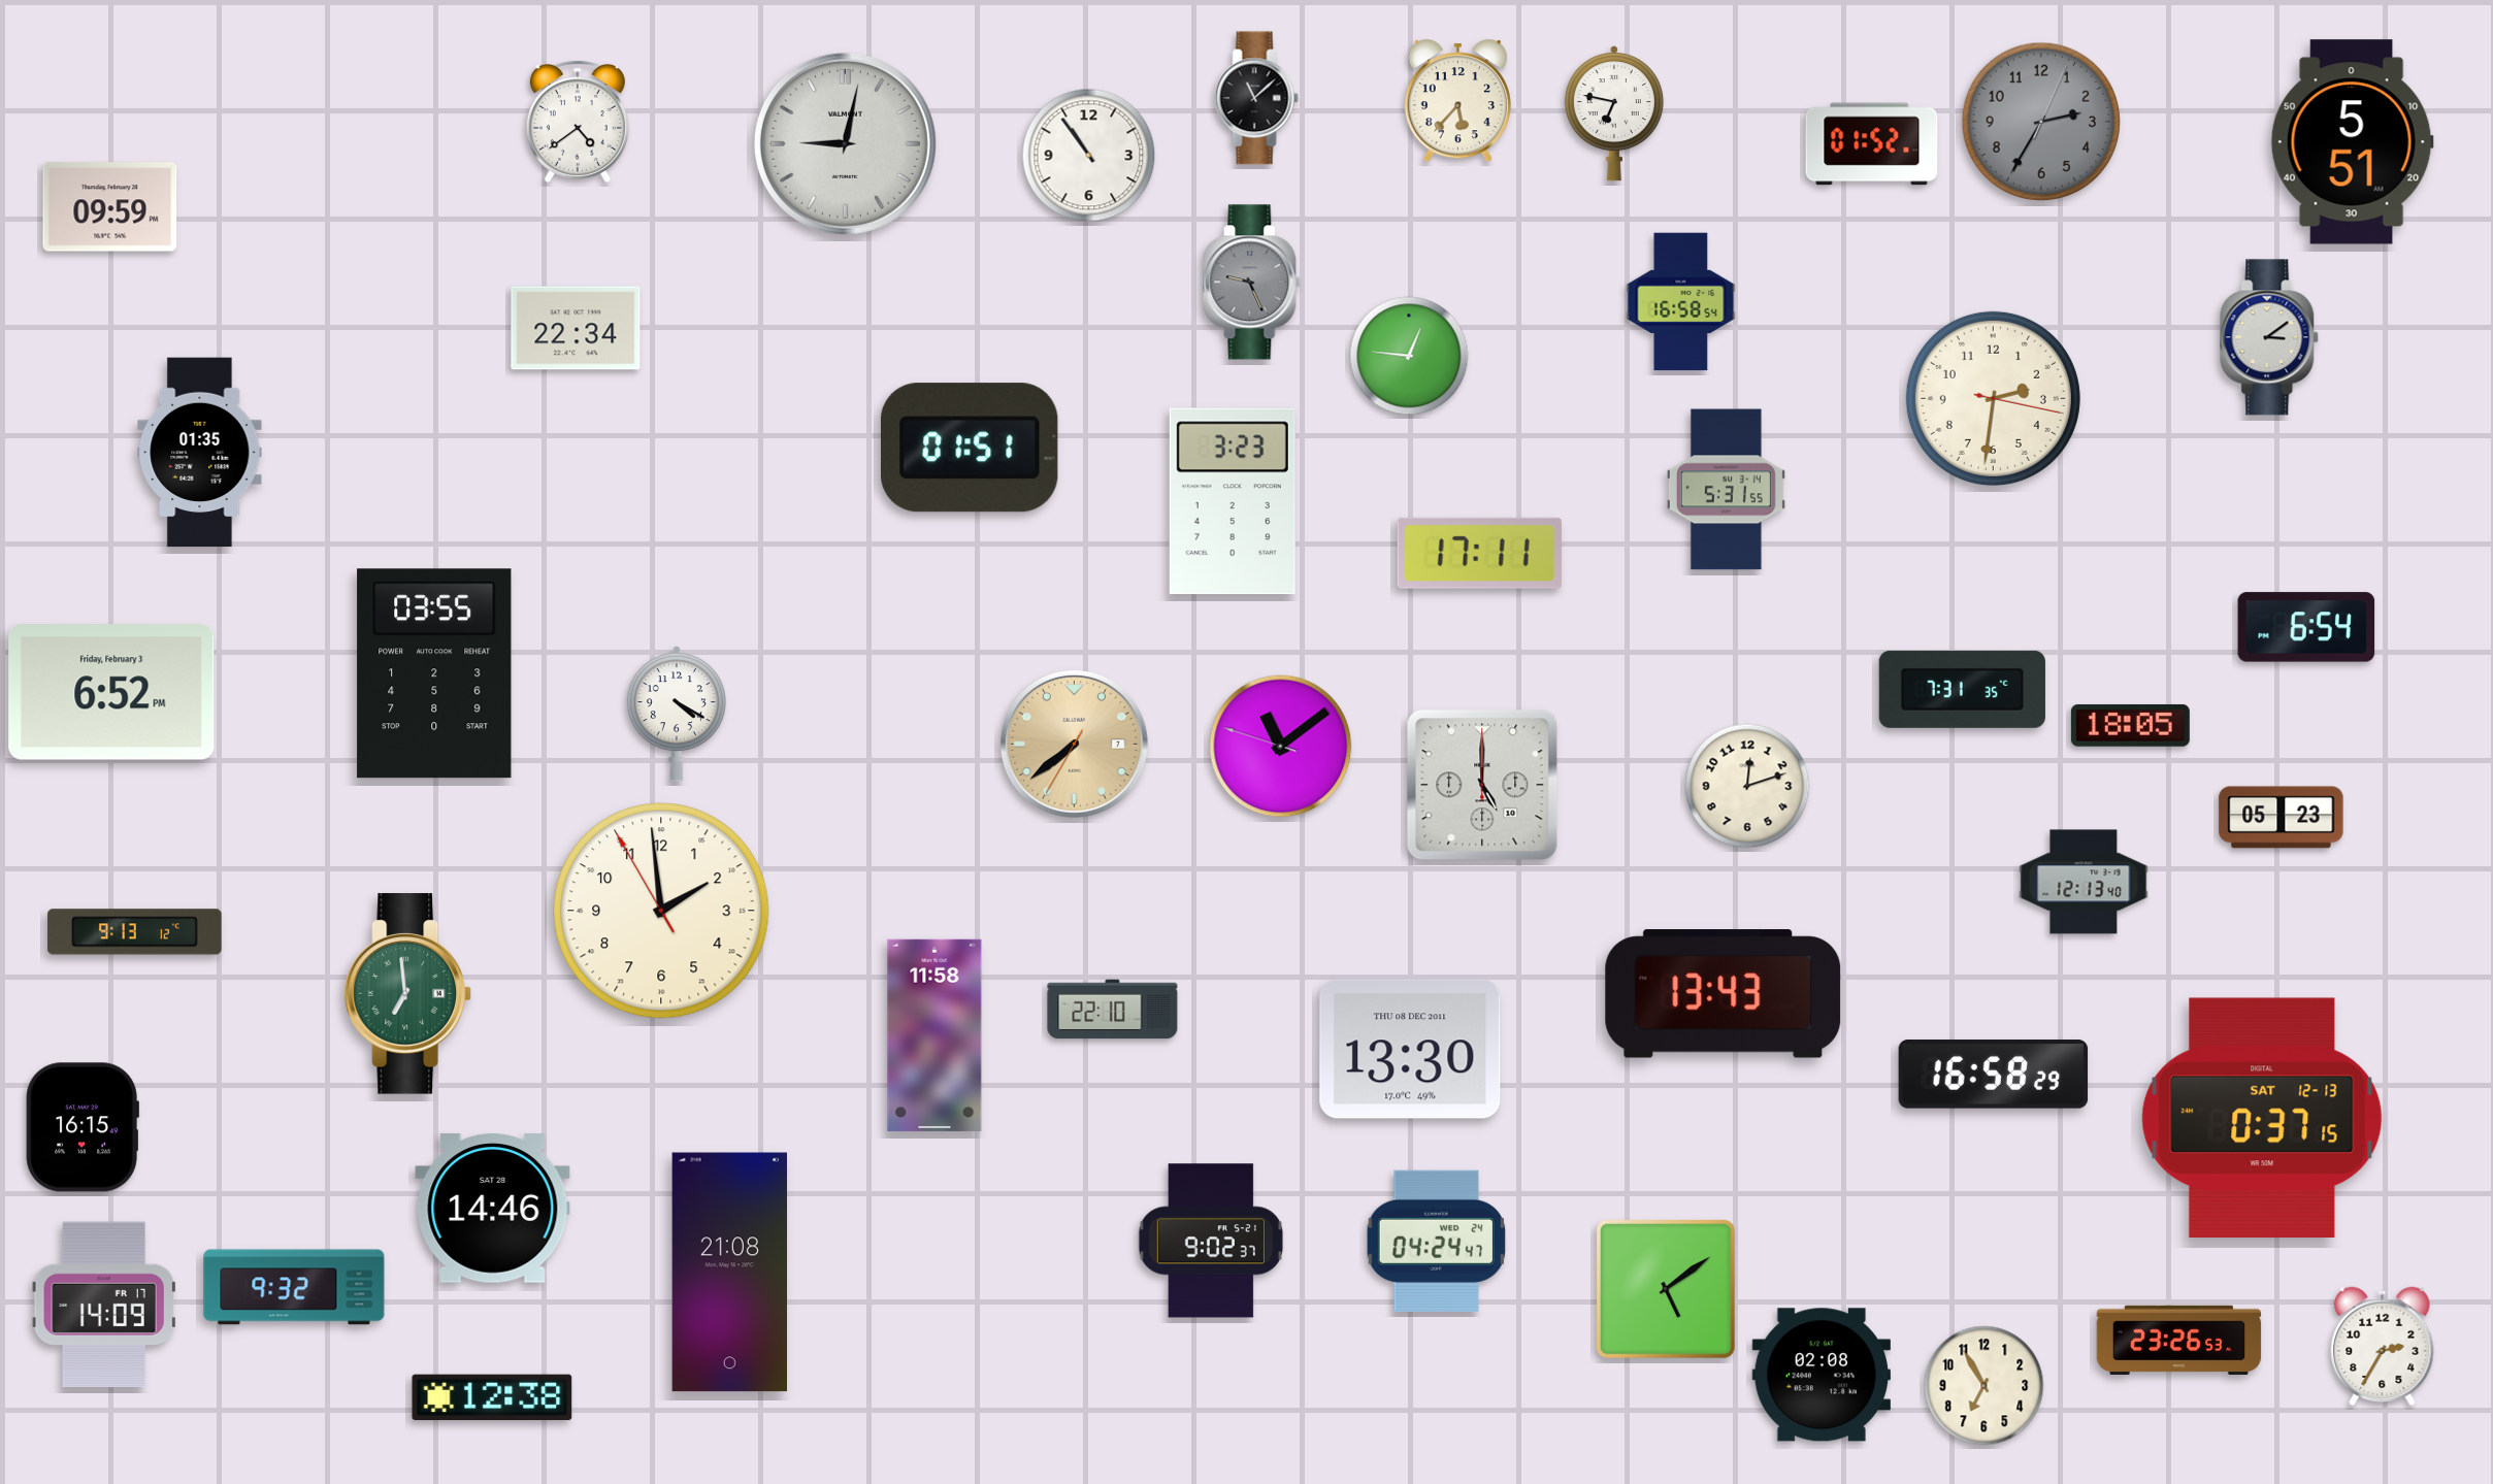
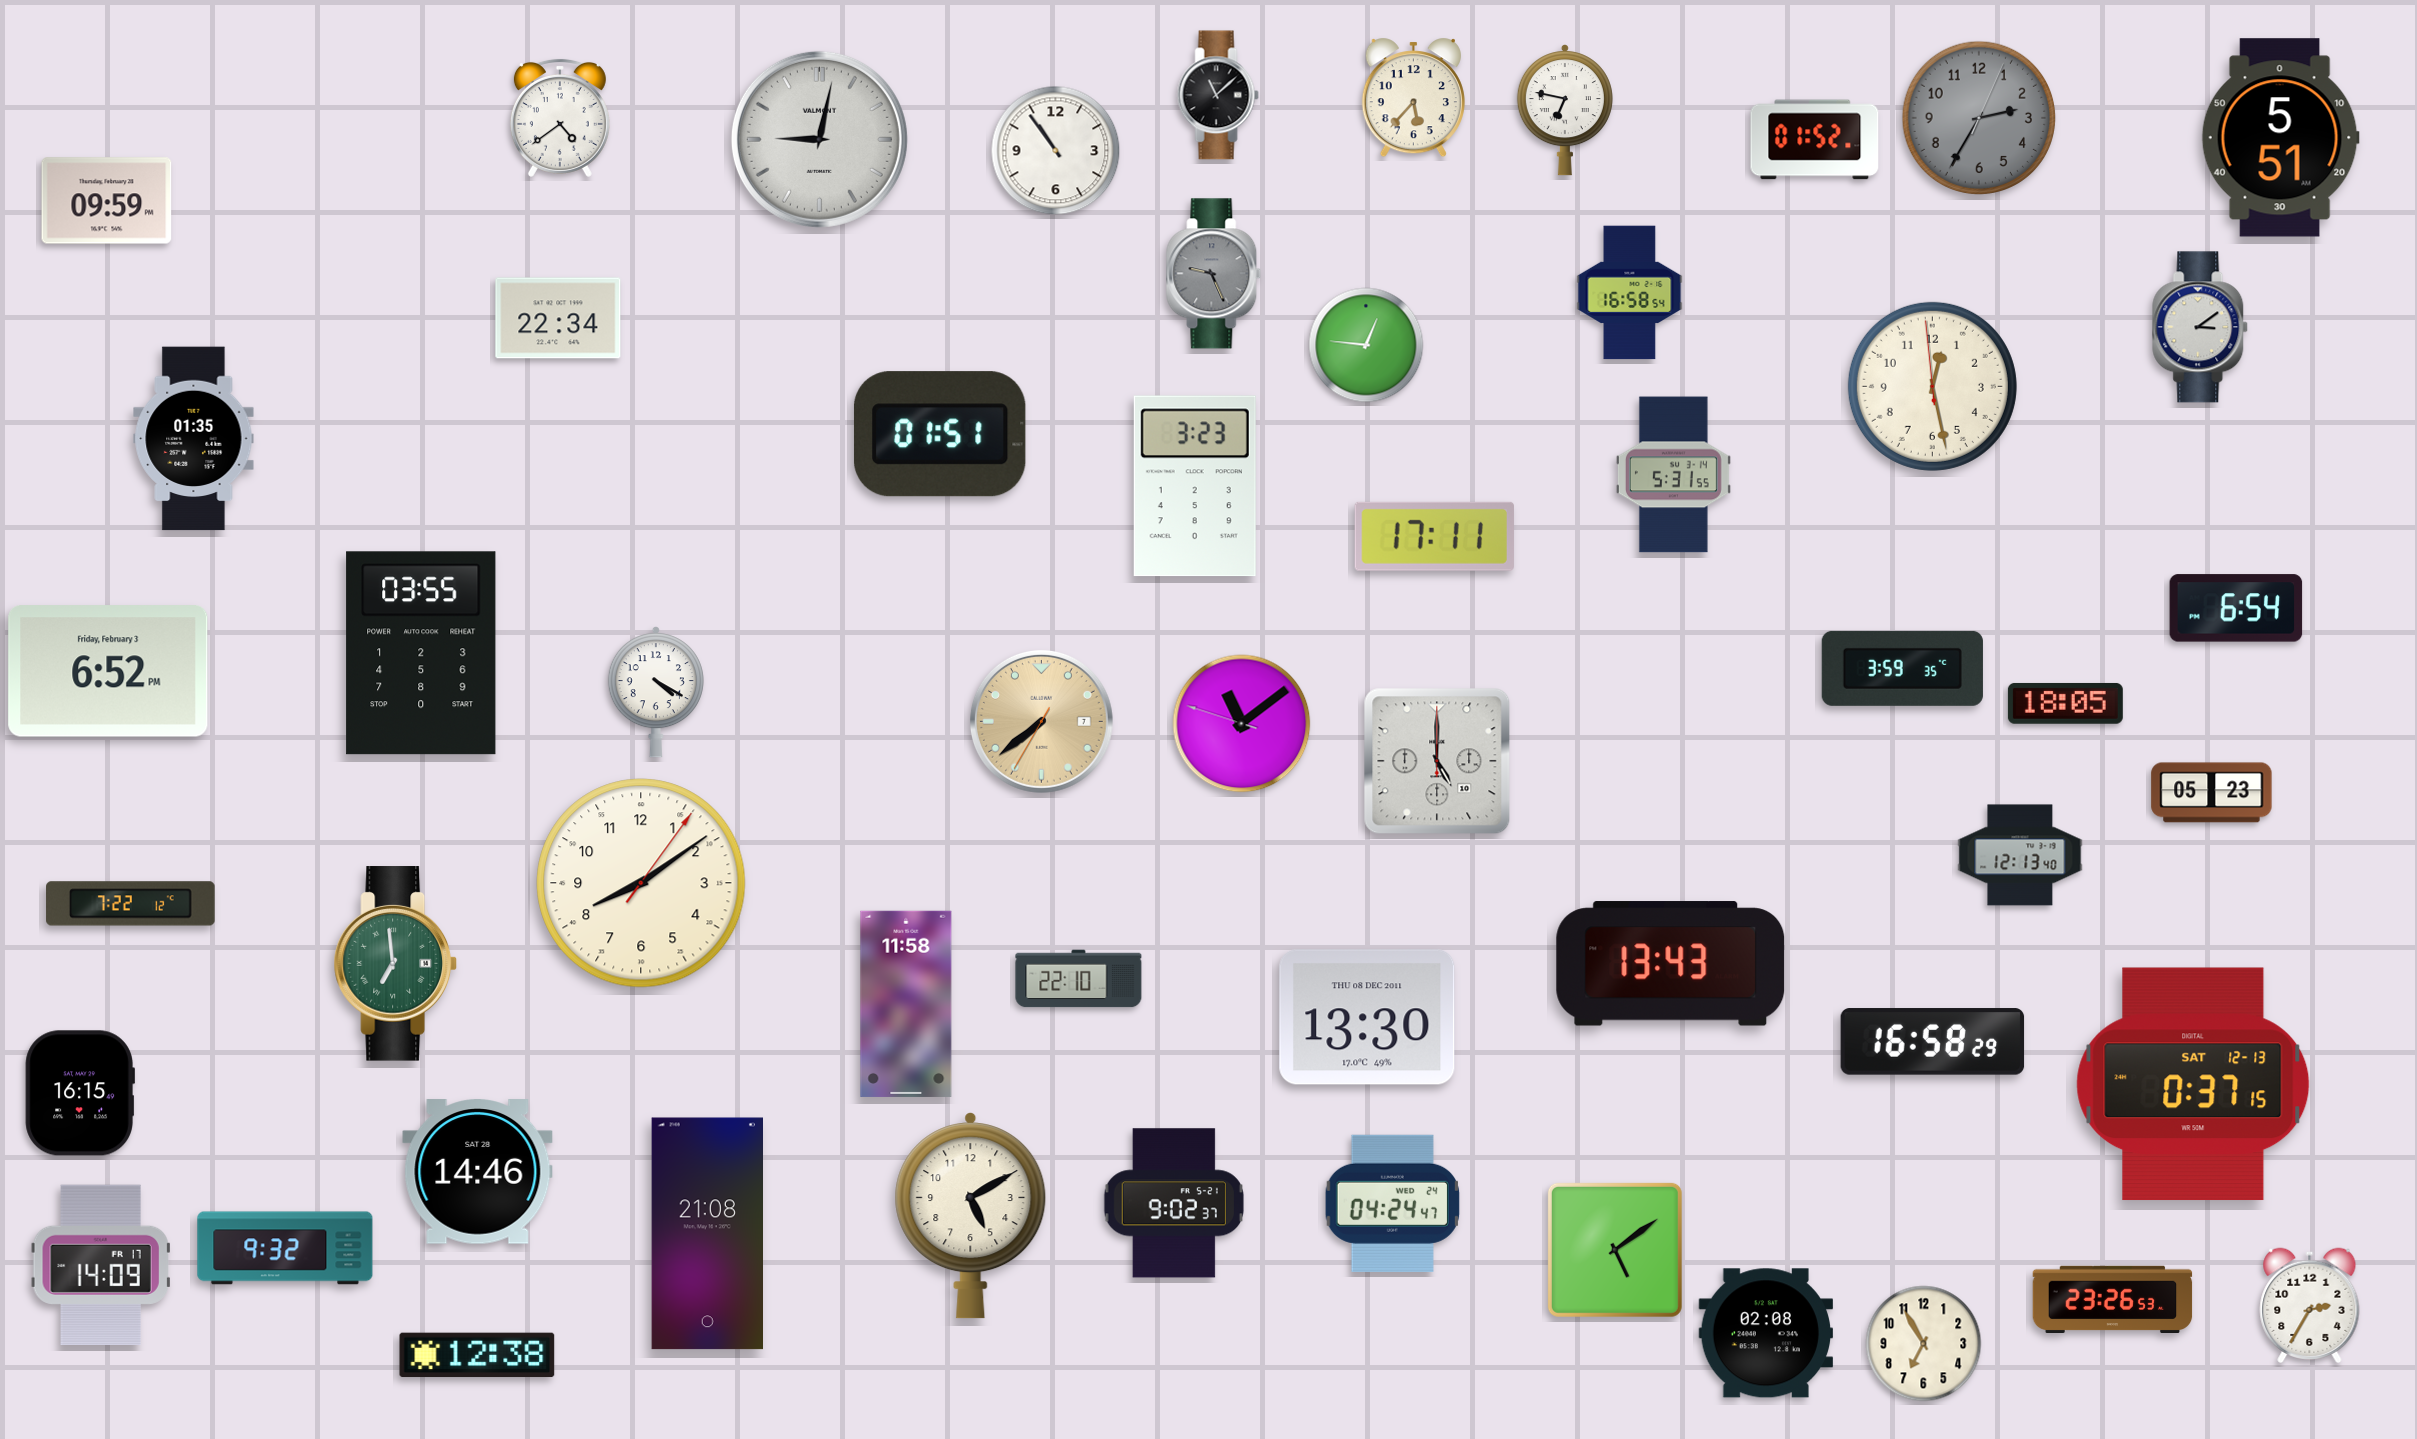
clock at (1993, 398): 2:31 -> 12:27
clock at (1962, 689): 7:31 -> 3:59
clock at (1747, 786): 12:12 -> none
clock at (661, 911): 1:58 -> 8:09
clock at (135, 932): 9:13 -> 7:22
clock at (971, 1216): none -> 5:10
